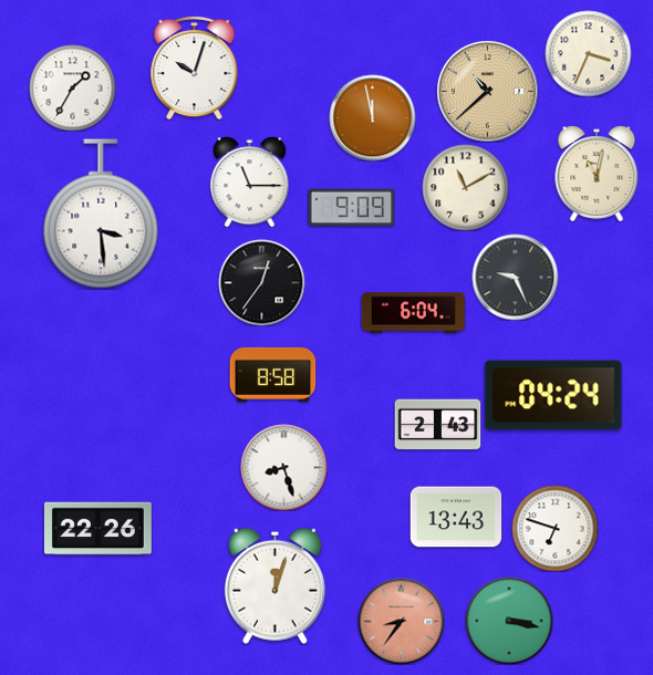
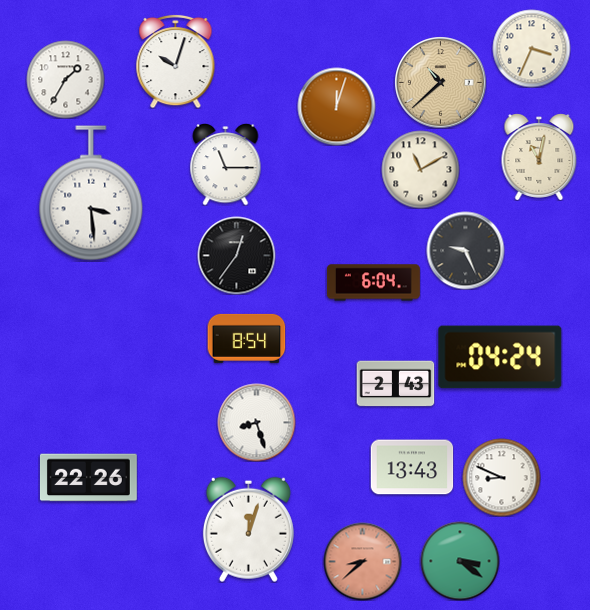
clock at (372, 117): 11:58 -> 12:03
clock at (351, 208): 9:09 -> none
clock at (272, 374): 8:58 -> 8:54
clock at (554, 528): 6:48 -> 8:49
clock at (401, 621): 8:36 -> 8:38
clock at (509, 621): 3:17 -> 3:21
